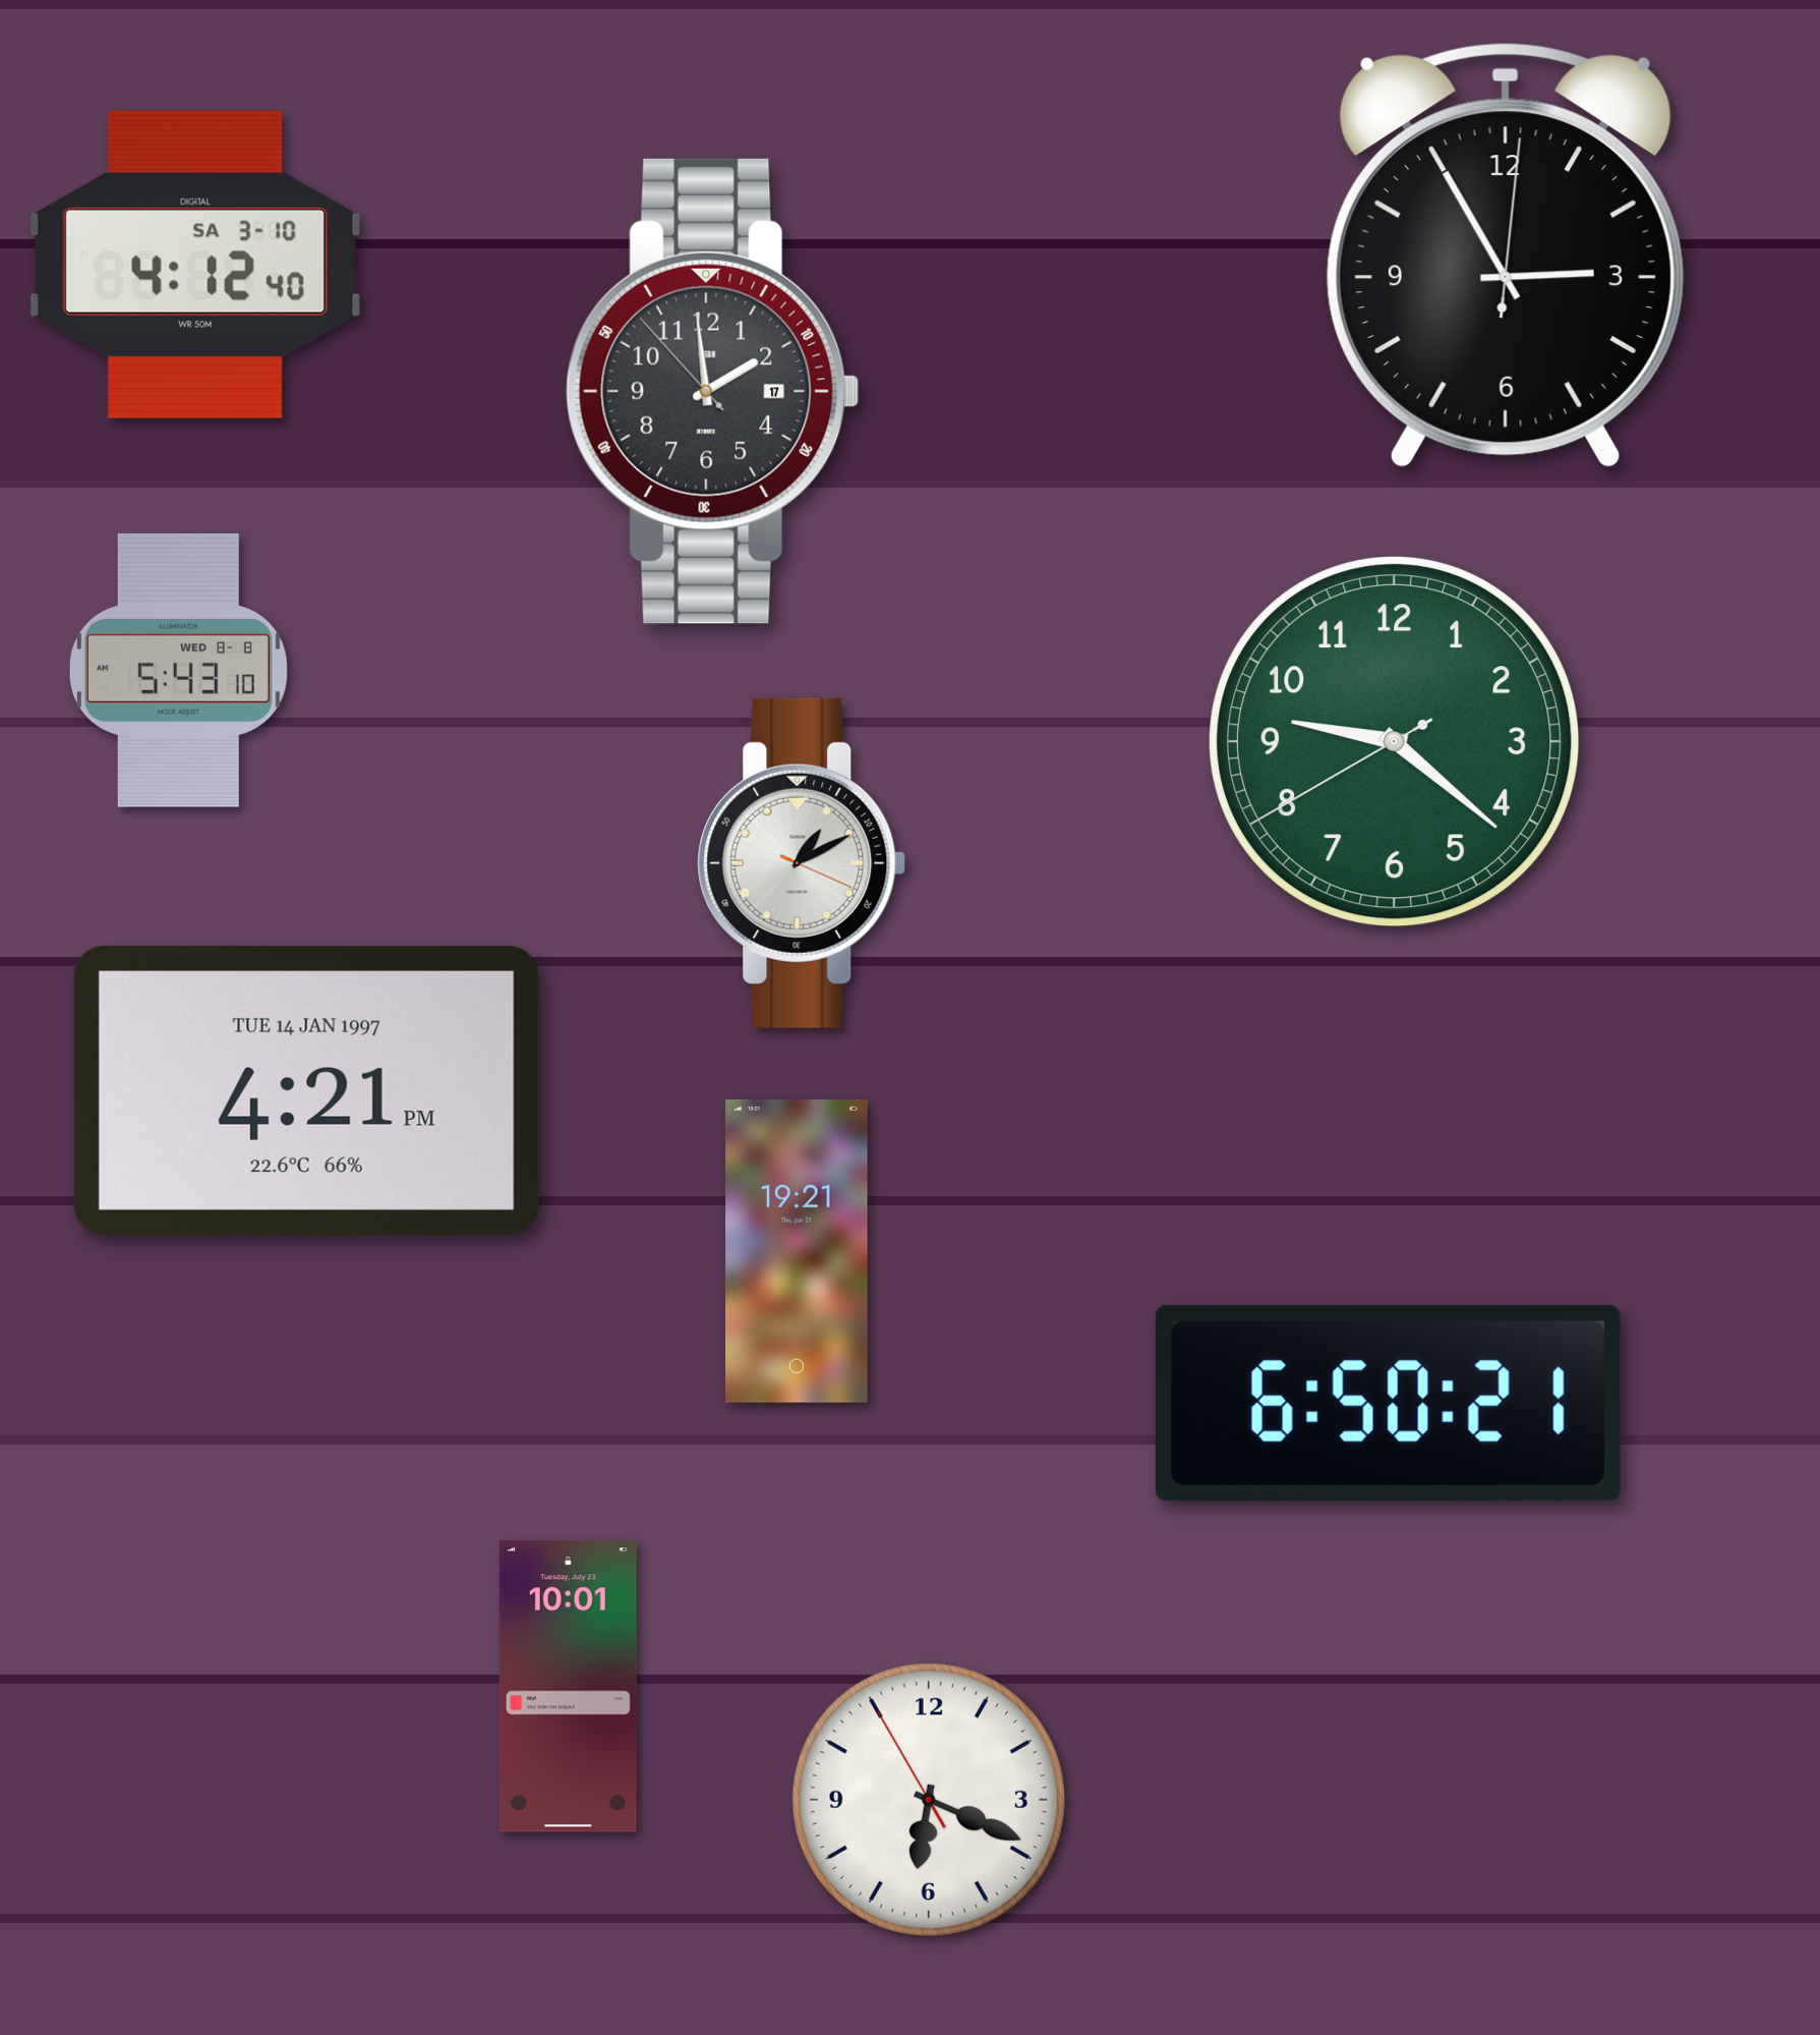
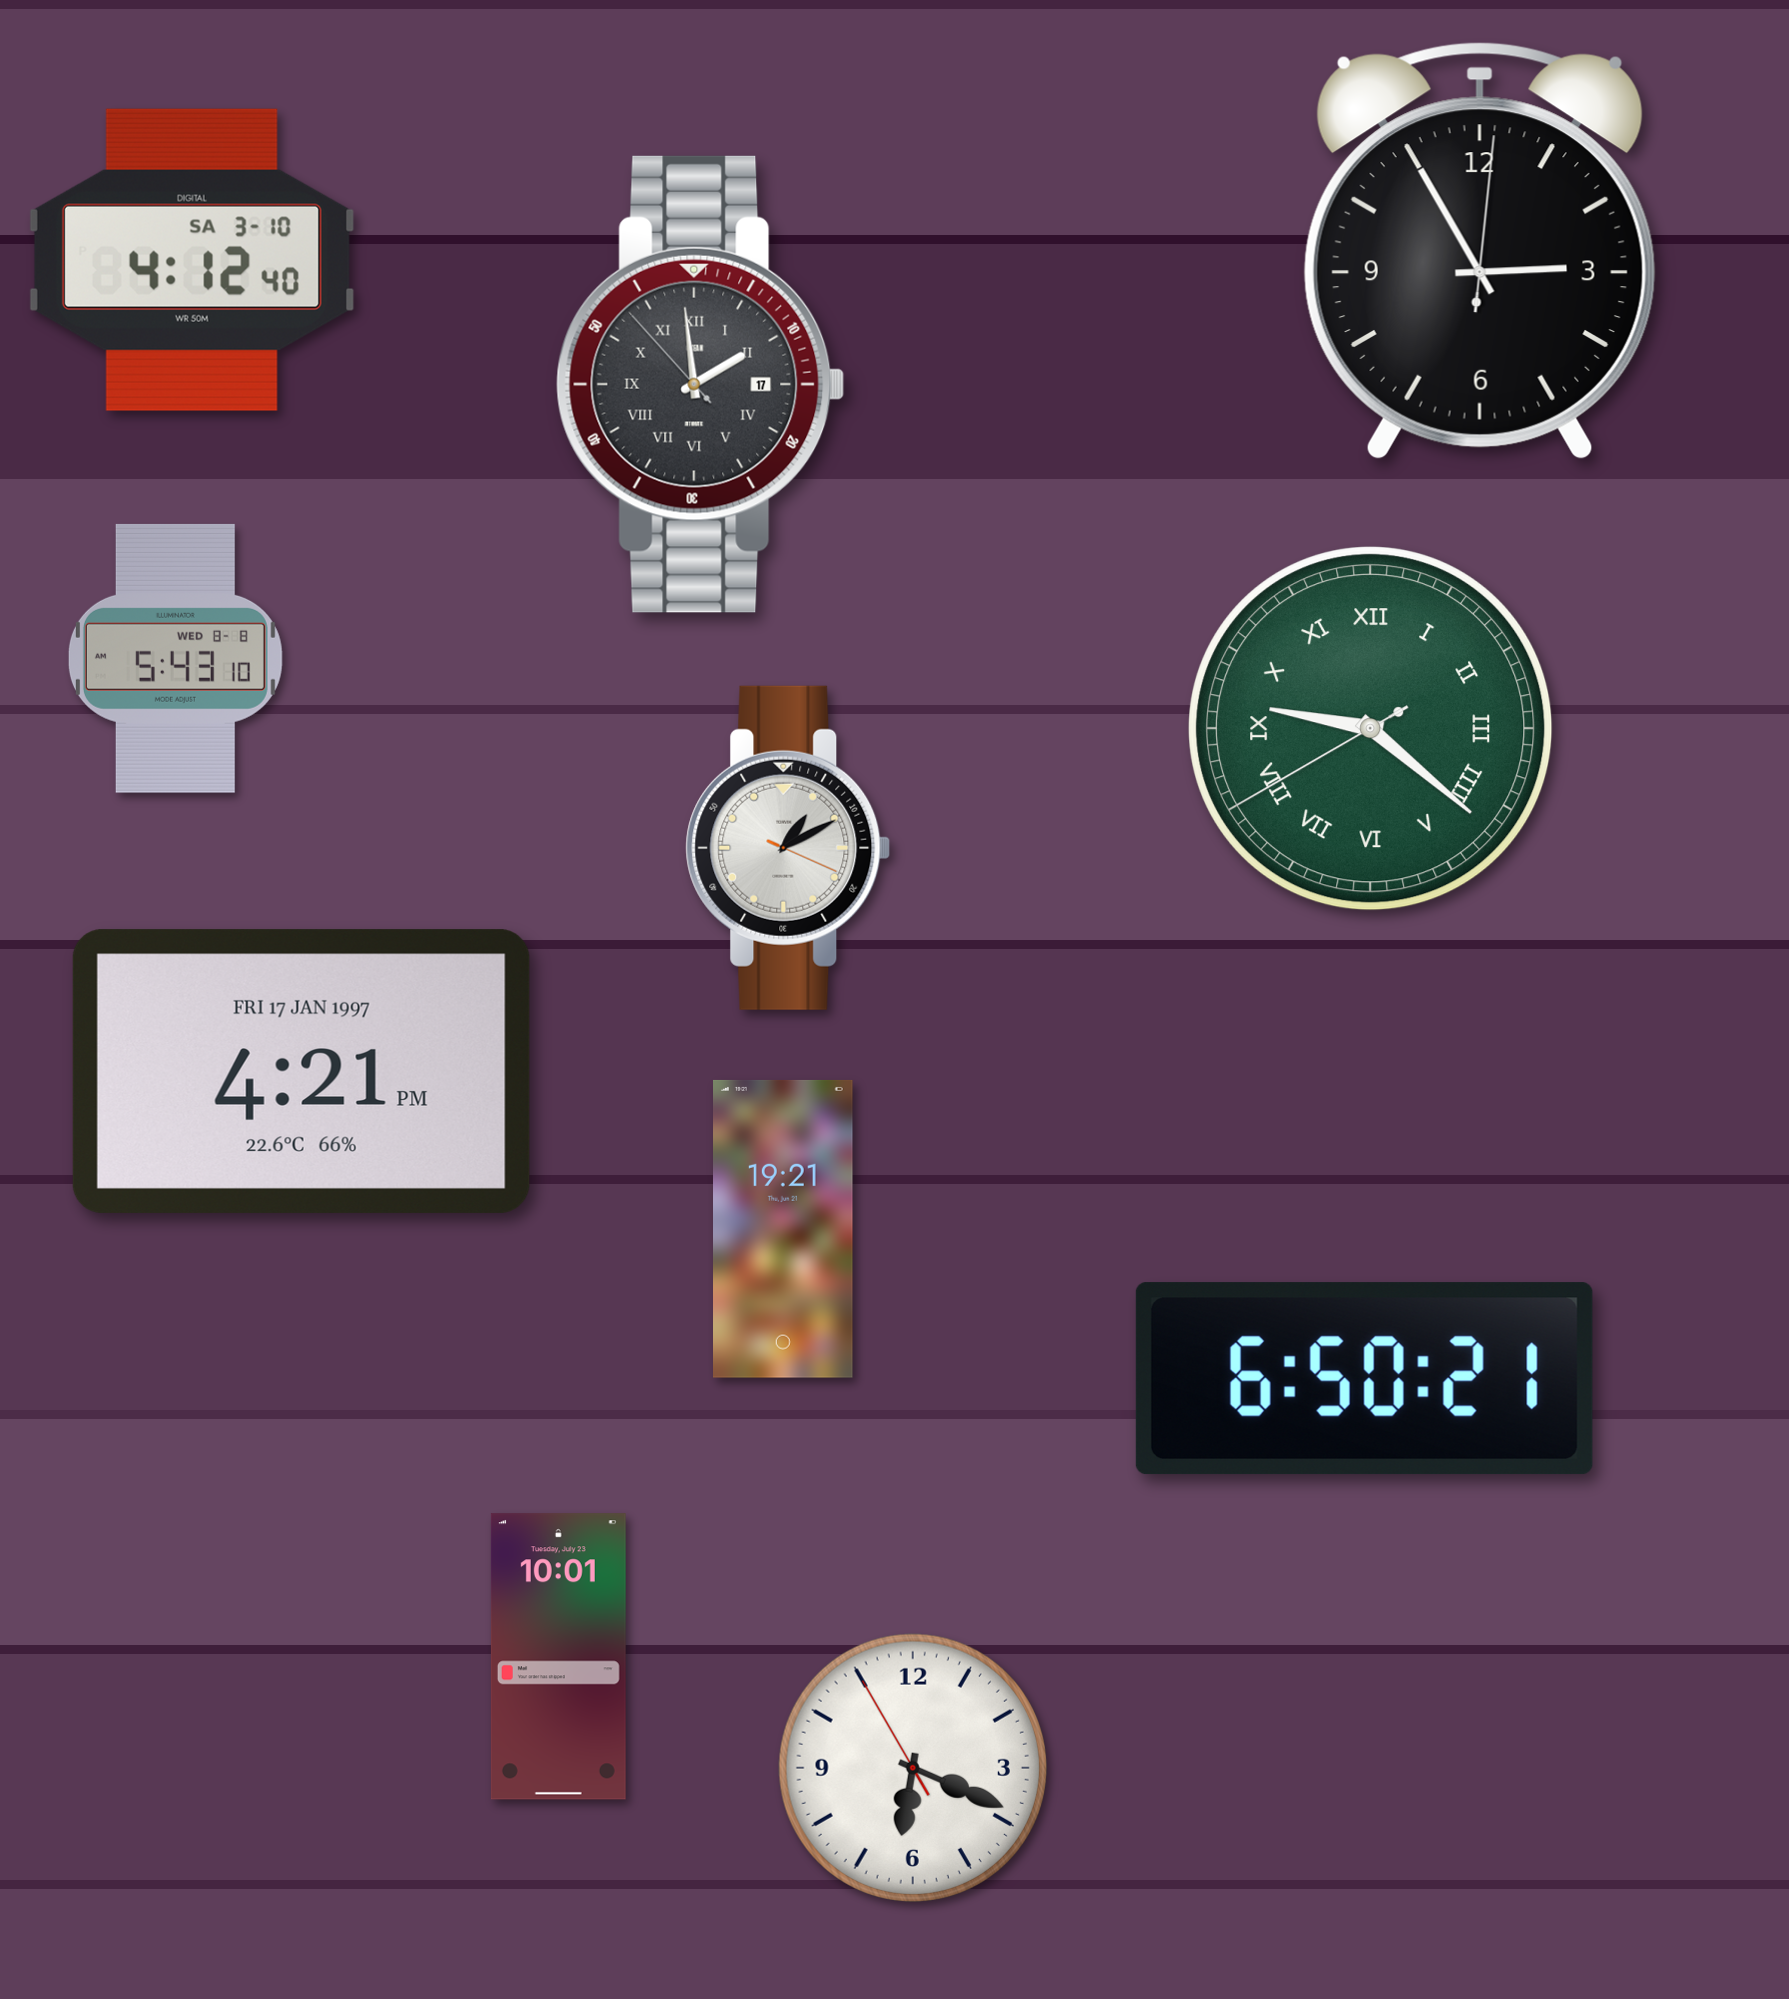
clock at (713, 391) numerals: Arabic -> Roman
clock at (1395, 742) numerals: Arabic -> Roman
clock at (306, 1090) date: TUE 14 JAN 1997 -> FRI 17 JAN 1997
